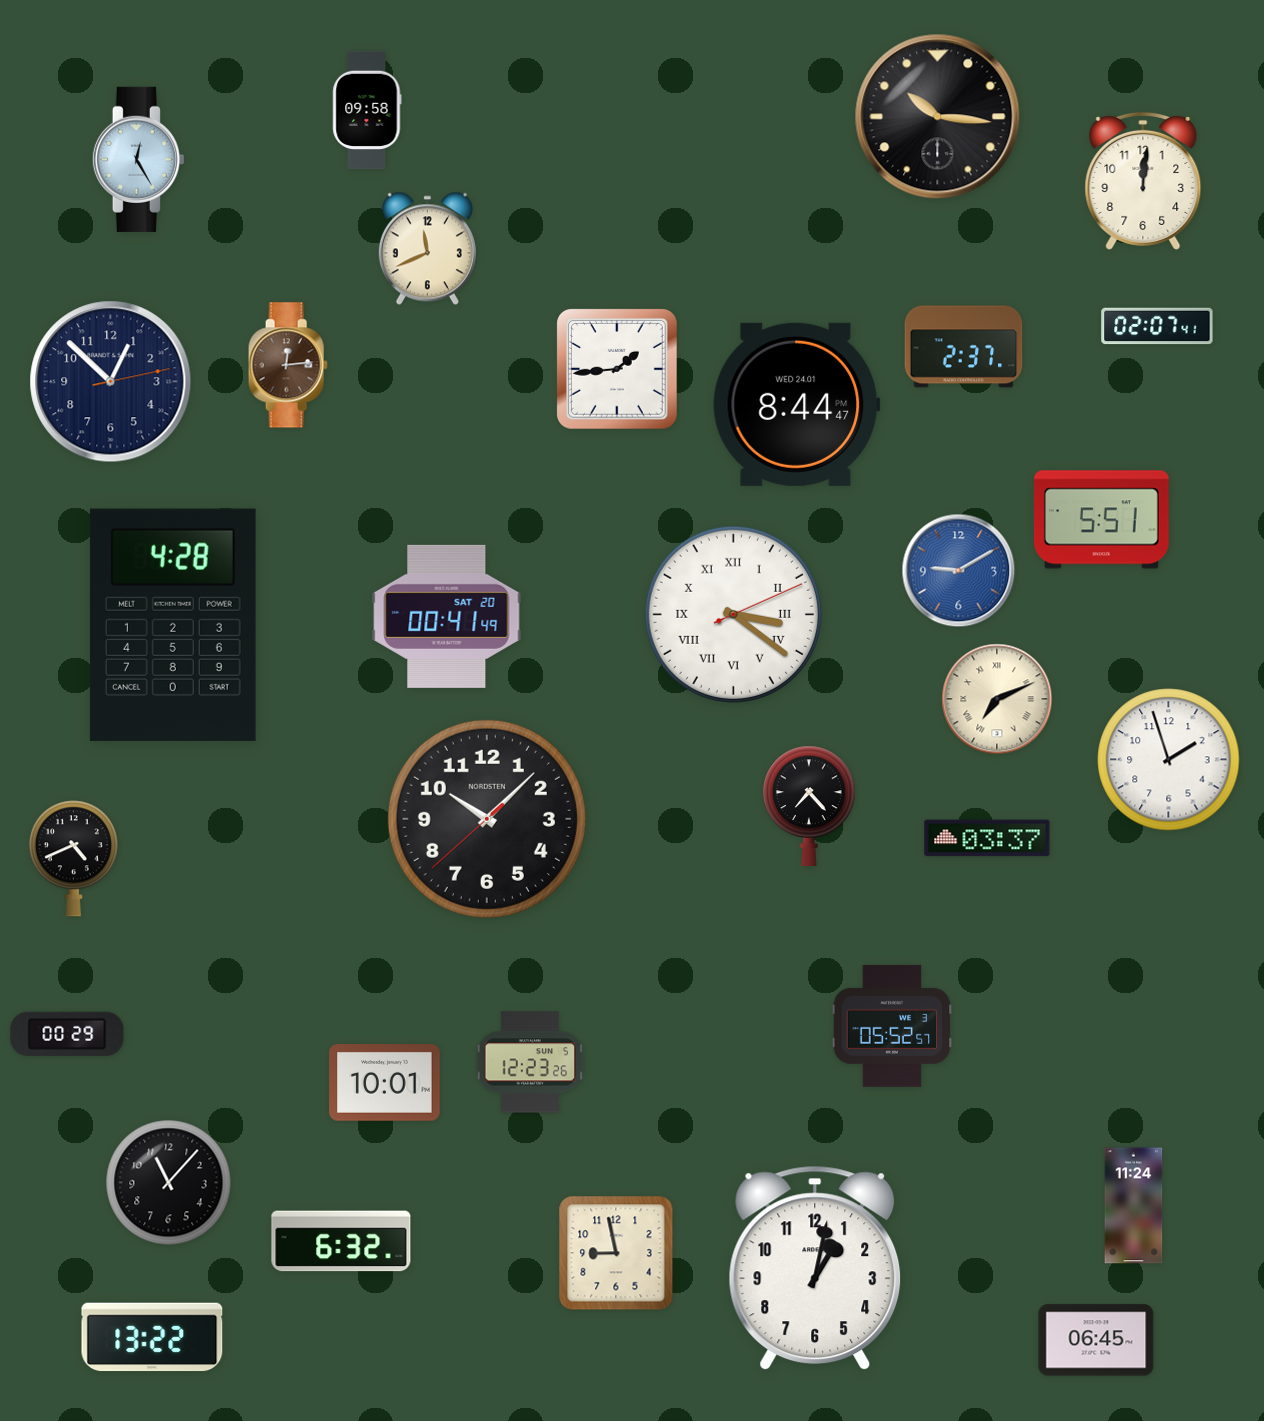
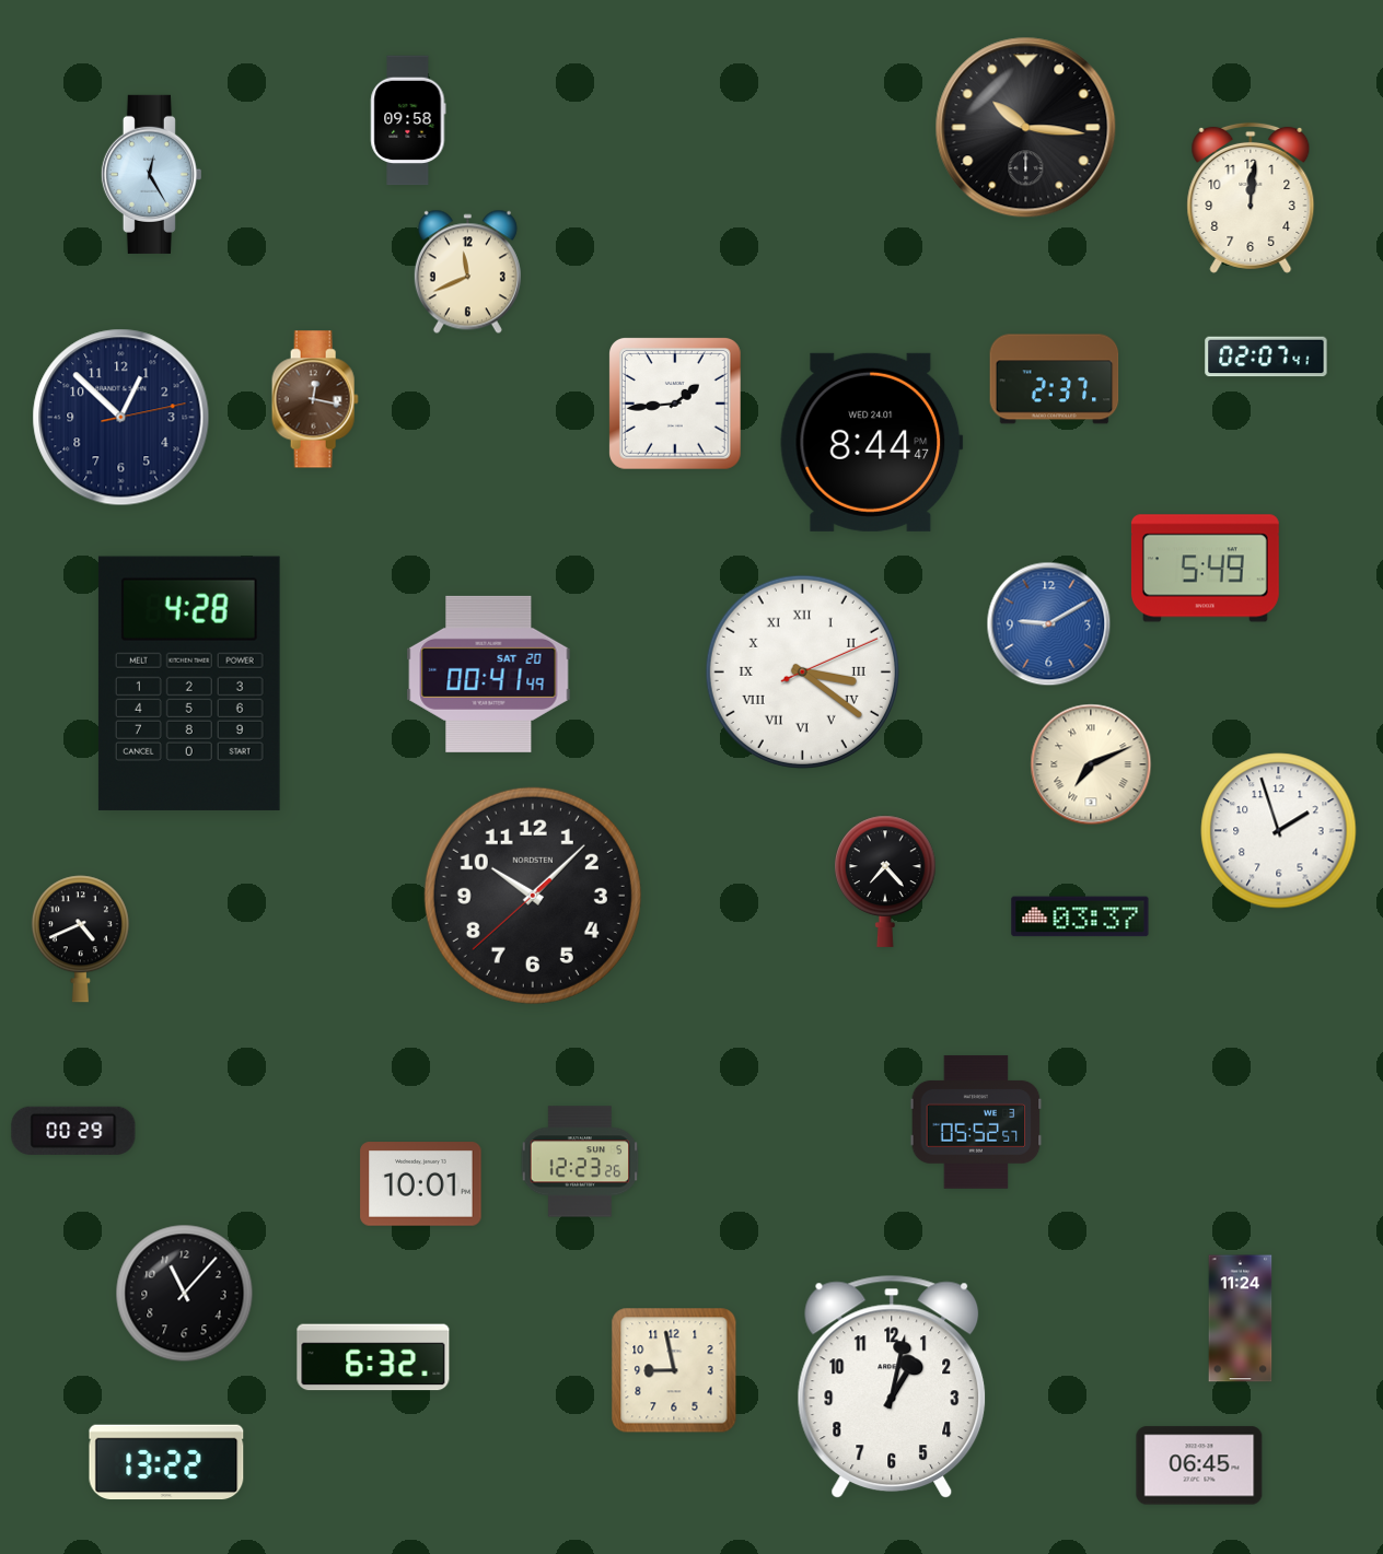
clock at (367, 110) position: (367, 110) -> (408, 120)
clock at (288, 365): 12:14 -> 12:17
clock at (1101, 520): 5:51 -> 5:49
